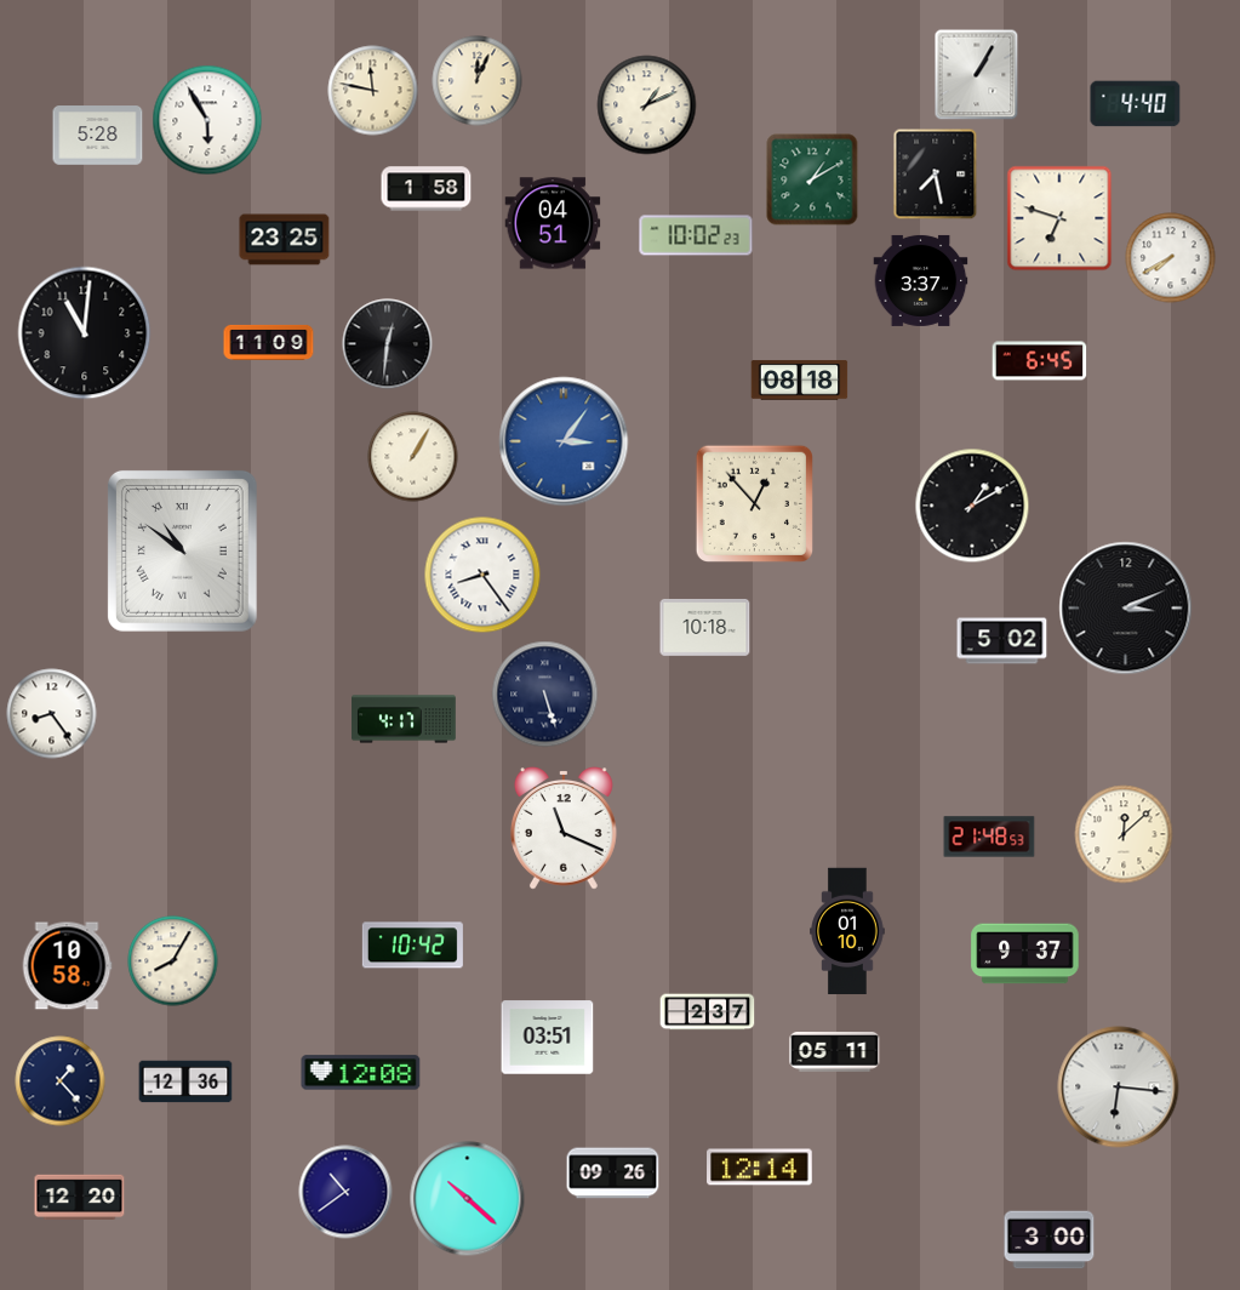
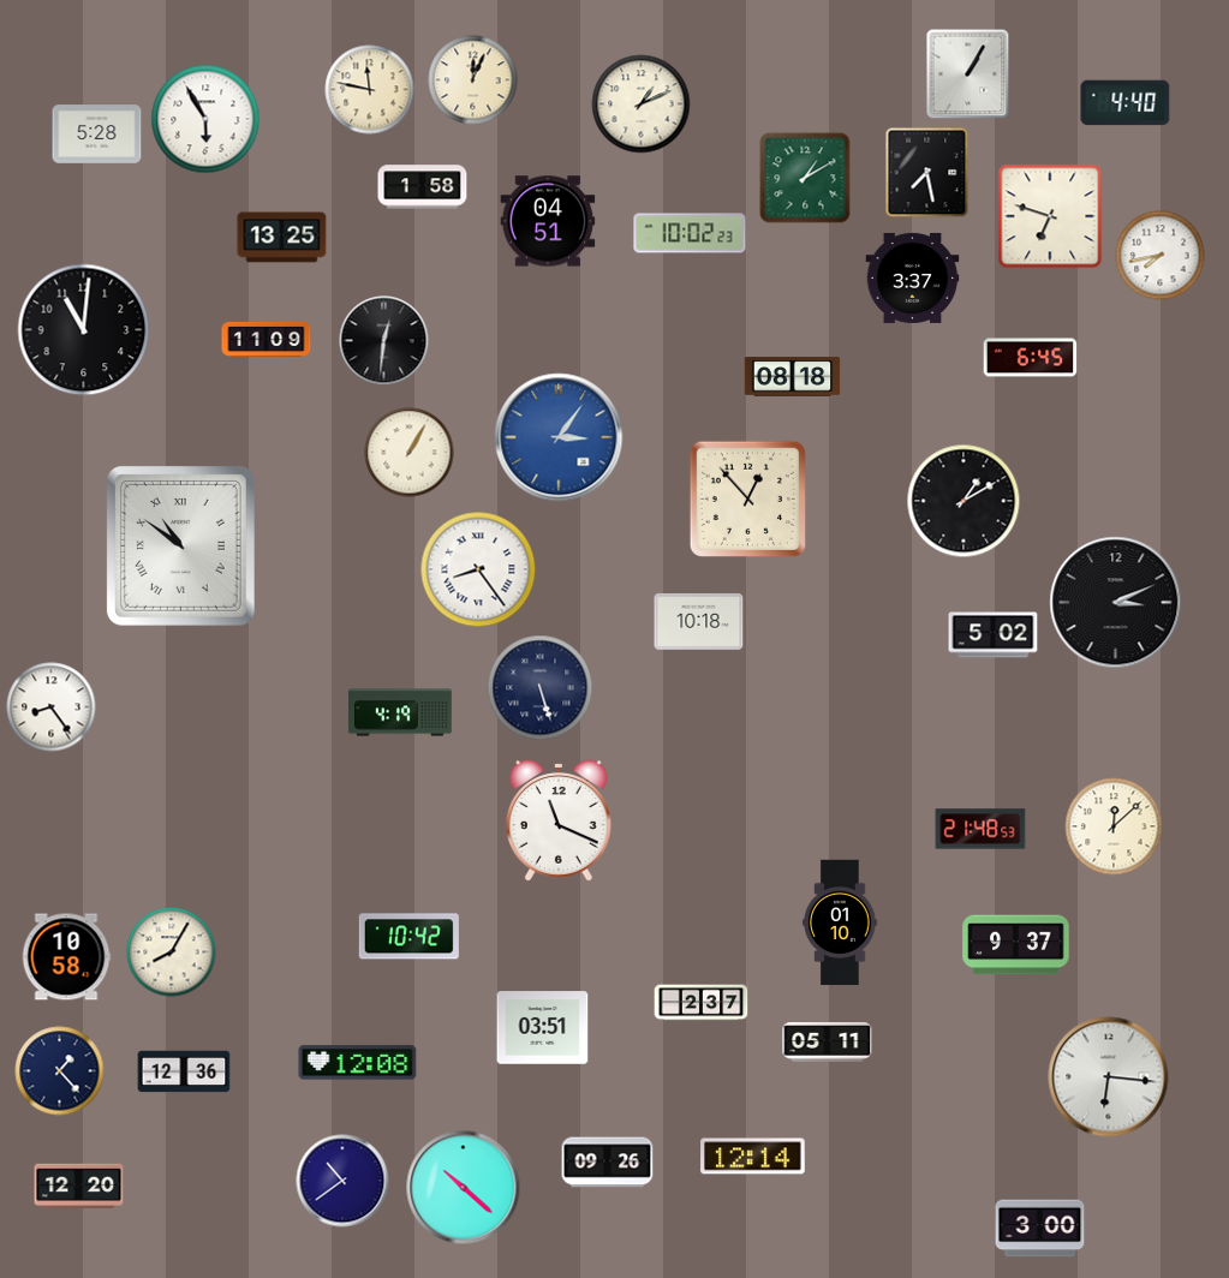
clock at (285, 240): 23:25 -> 13:25
clock at (1171, 258): 7:40 -> 7:43
clock at (404, 719): 4:17 -> 4:19
